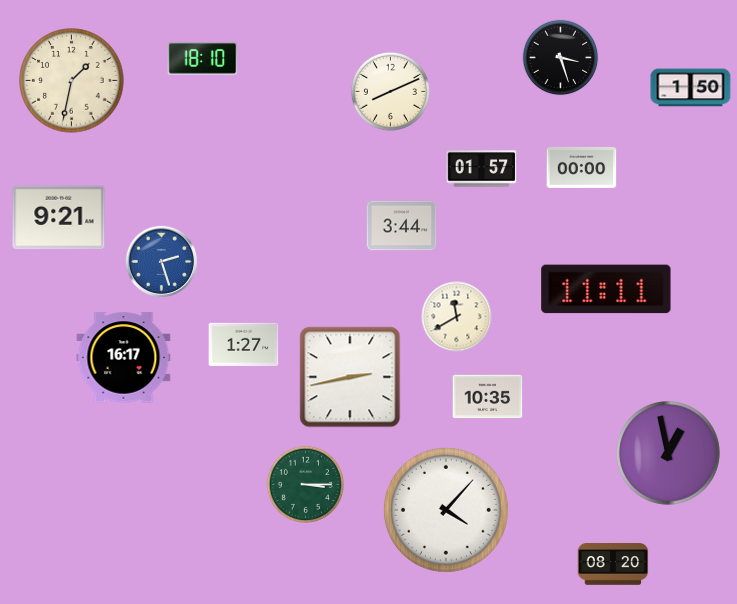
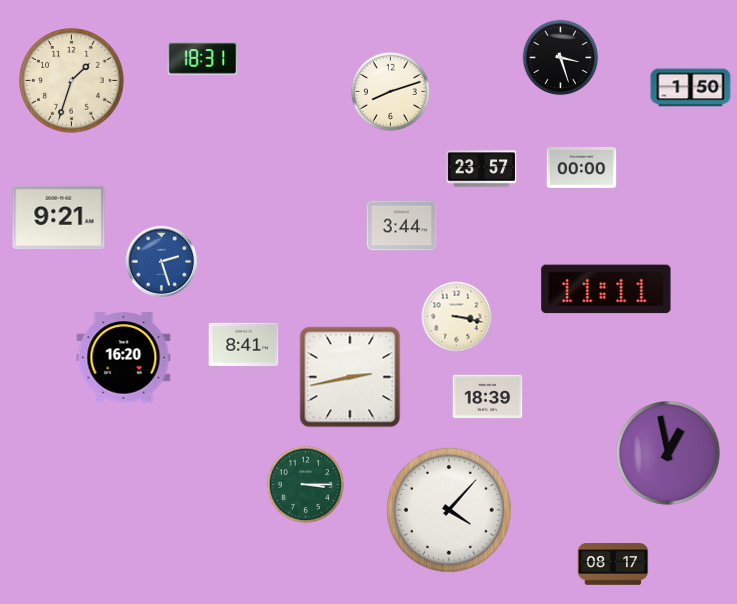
clock at (203, 59): 18:10 -> 18:31
clock at (72, 81): 1:32 -> 1:33
clock at (390, 91): 8:11 -> 8:12
clock at (482, 169): 01:57 -> 23:57
clock at (457, 317): 11:40 -> 3:17
clock at (244, 344): 1:27 -> 8:41
clock at (124, 358): 16:17 -> 16:20
clock at (488, 397): 10:35 -> 18:39
clock at (446, 510) position: (446, 510) -> (449, 510)
clock at (613, 564): 08:20 -> 08:17
